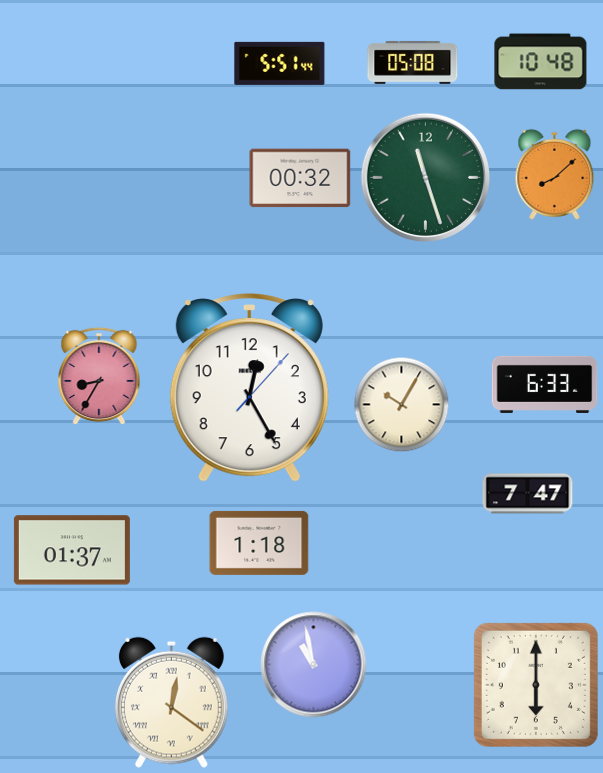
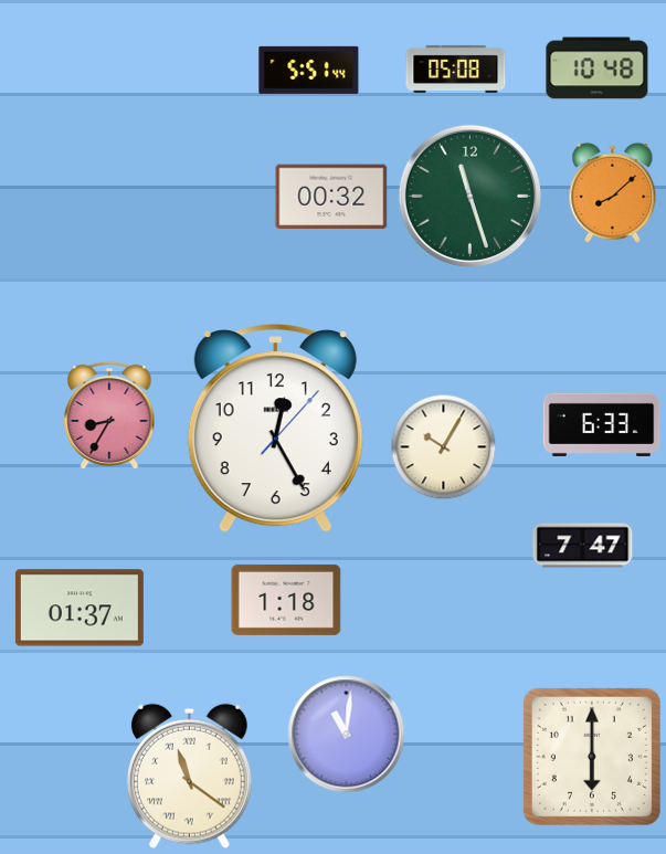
clock at (314, 665): 10:58 -> 11:01
clock at (171, 702): 12:21 -> 11:21
